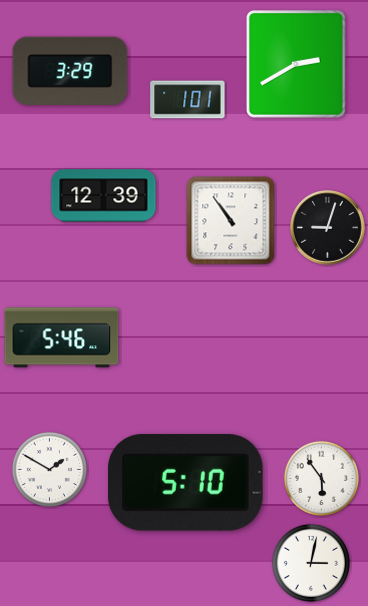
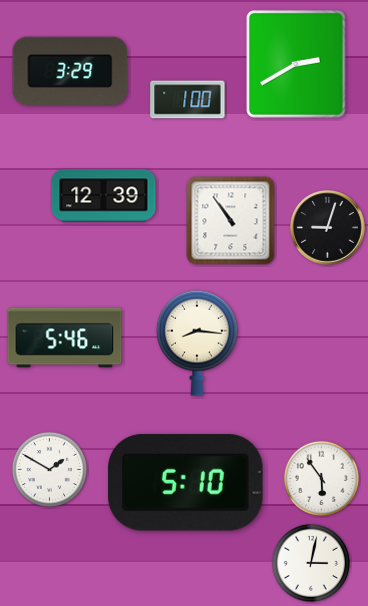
clock at (188, 100): 1:01 -> 1:00
clock at (62, 338) position: (62, 338) -> (65, 338)
clock at (198, 343): none -> 8:16
